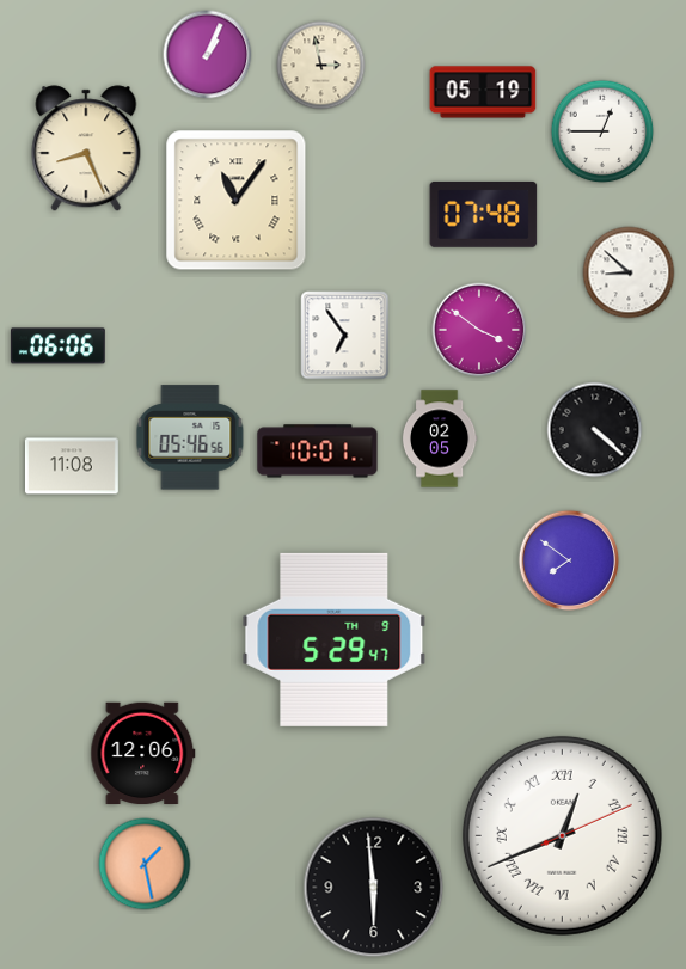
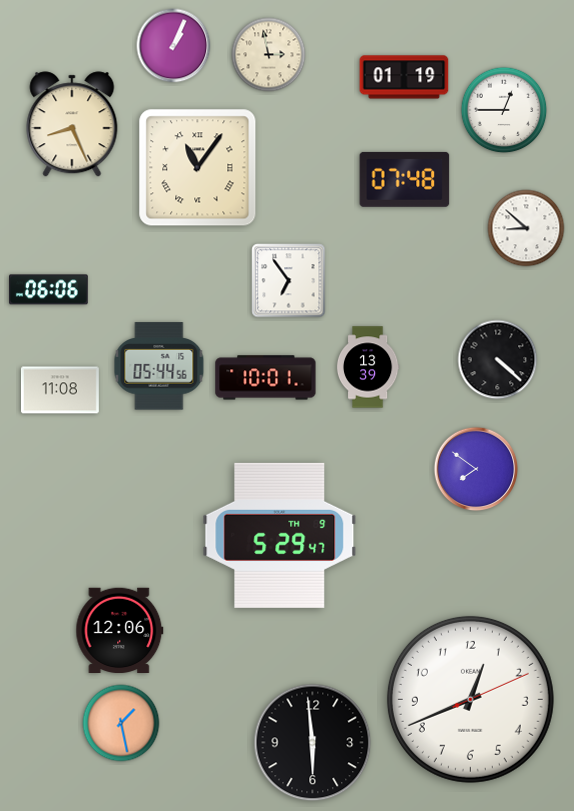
clock at (483, 92): 05:19 -> 01:19
clock at (479, 330): 3:51 -> none
clock at (190, 437): 05:46 -> 05:44
clock at (440, 438): 02:05 -> 13:39
clock at (562, 835) numerals: Roman -> Arabic
